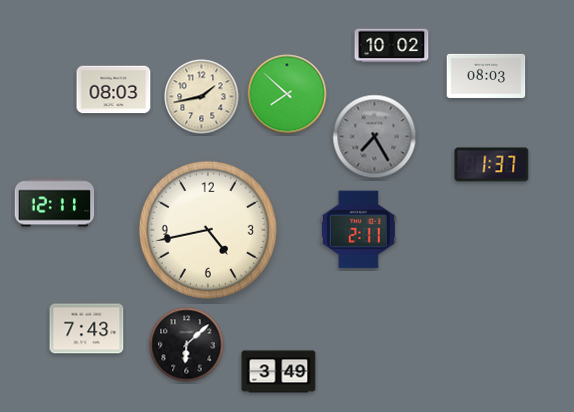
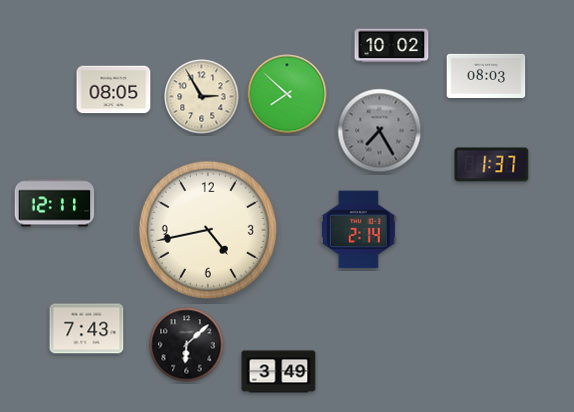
clock at (114, 90): 08:03 -> 08:05
clock at (202, 97): 1:43 -> 2:55
clock at (375, 137) position: (375, 137) -> (380, 131)
clock at (358, 230): 2:11 -> 2:14
